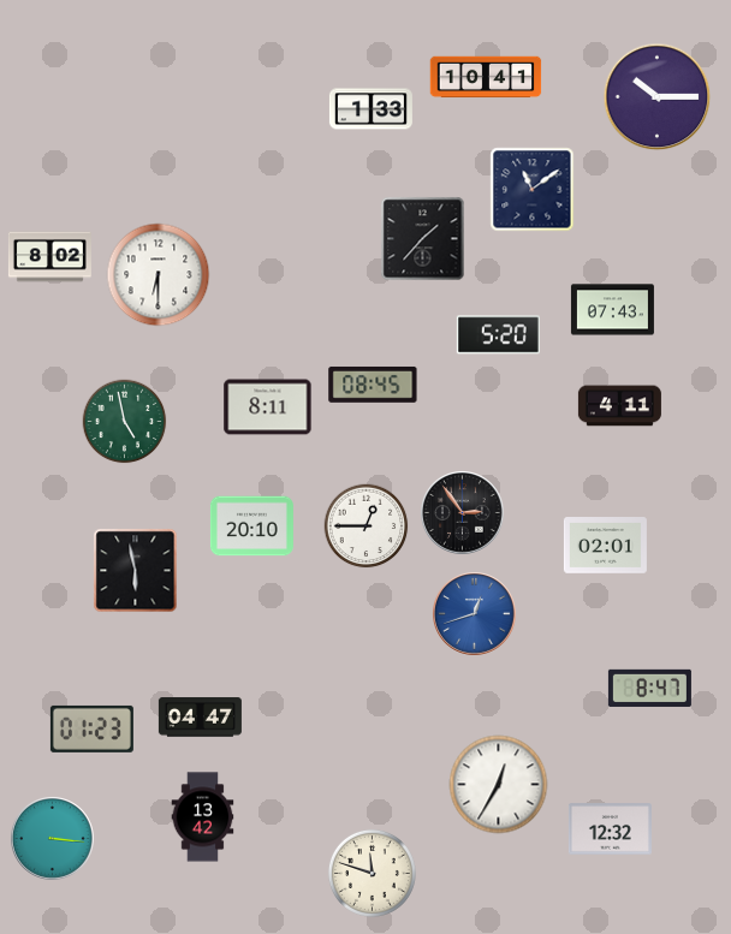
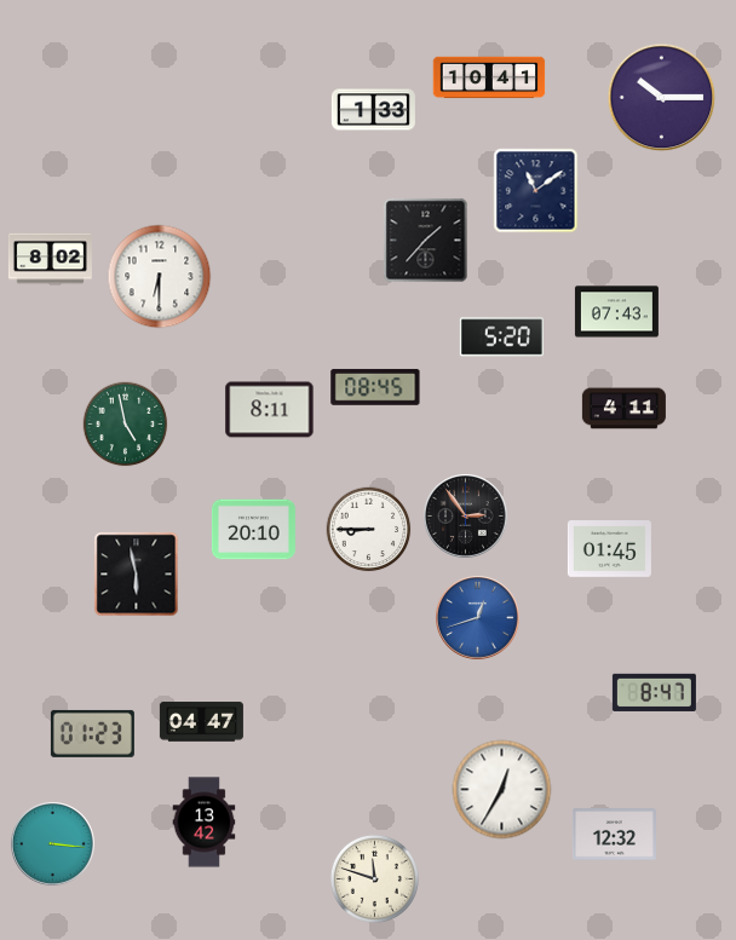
clock at (367, 527): 12:45 -> 8:45
clock at (605, 546): 02:01 -> 01:45
